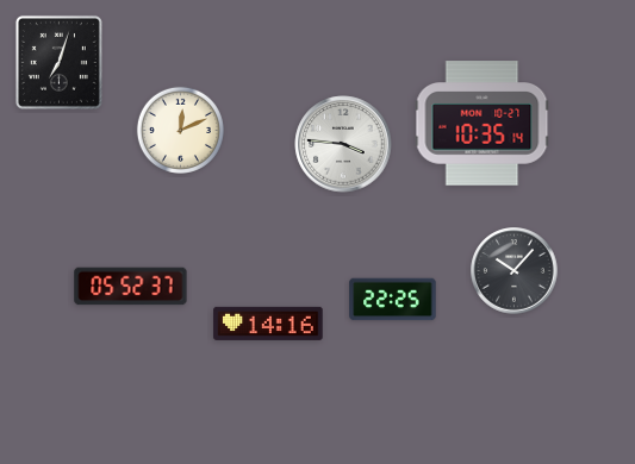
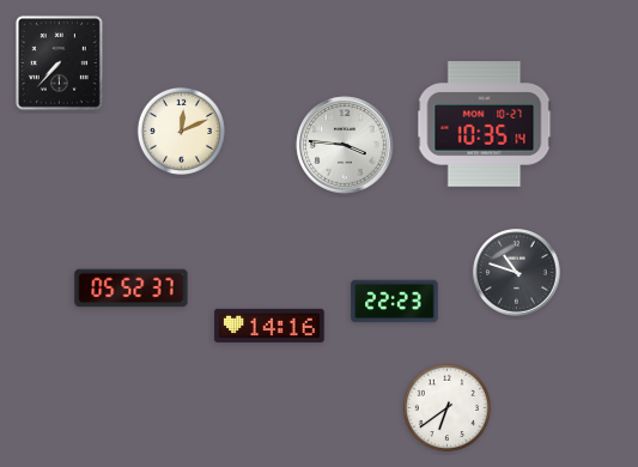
clock at (58, 62): 7:03 -> 7:37
clock at (515, 271): 10:07 -> 10:48
clock at (393, 300): 22:25 -> 22:23
clock at (446, 407): none -> 6:39
